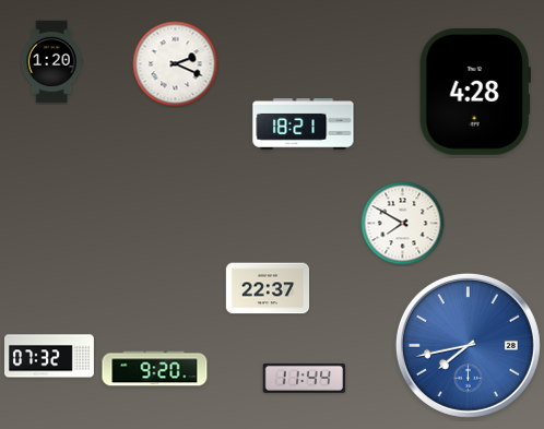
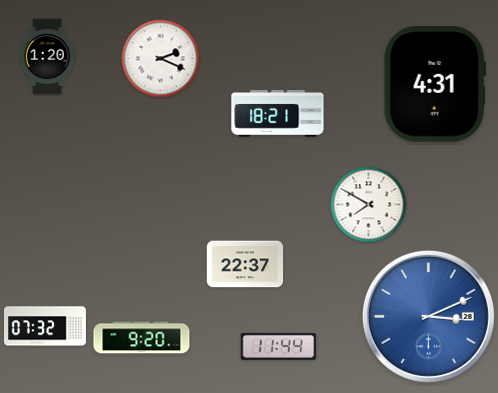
clock at (475, 93): 4:28 -> 4:31
clock at (468, 345): 7:43 -> 3:11
